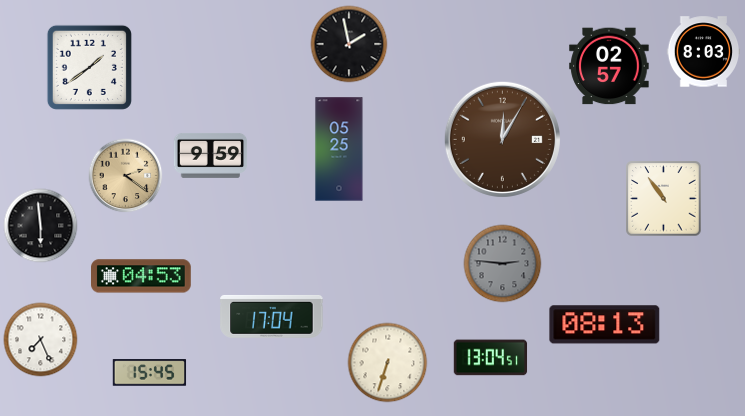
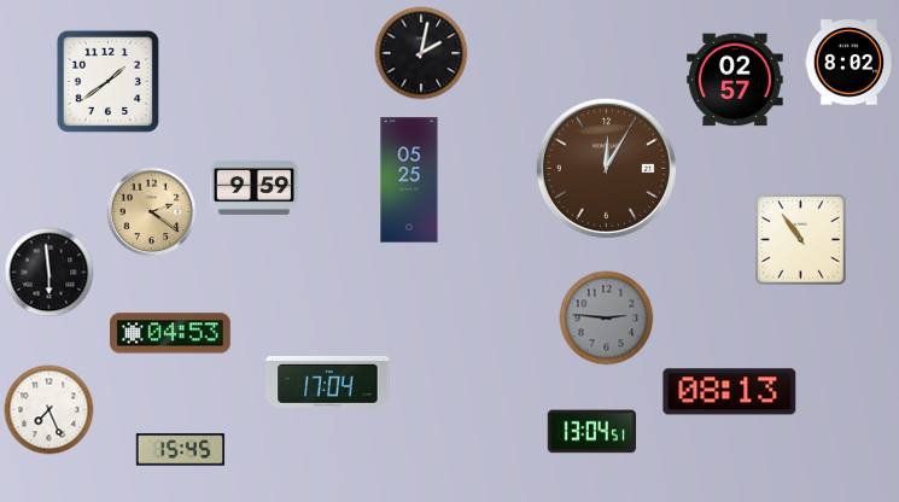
clock at (349, 44): 1:58 -> 2:02
clock at (704, 52): 8:03 -> 8:02
clock at (388, 363): 6:33 -> none
